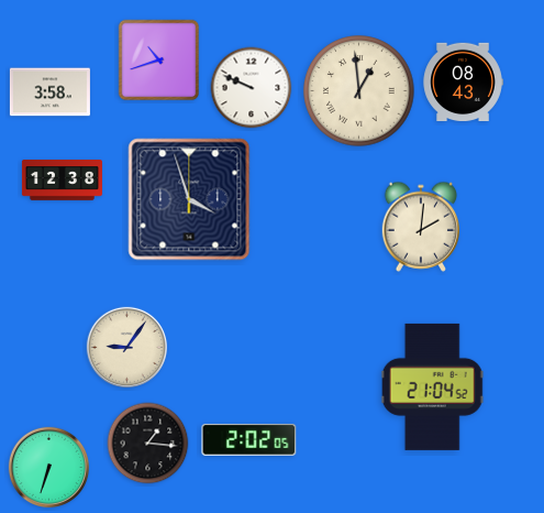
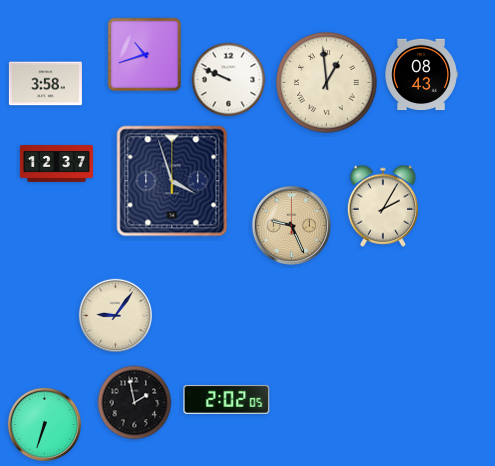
clock at (62, 181): 12:38 -> 12:37
clock at (421, 227): 2:01 -> 2:05
clock at (291, 225): none -> 9:26
clock at (432, 386): 21:04 -> none
clock at (148, 444): 1:16 -> 1:58
